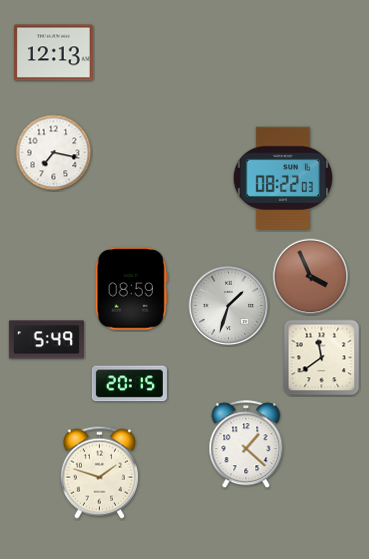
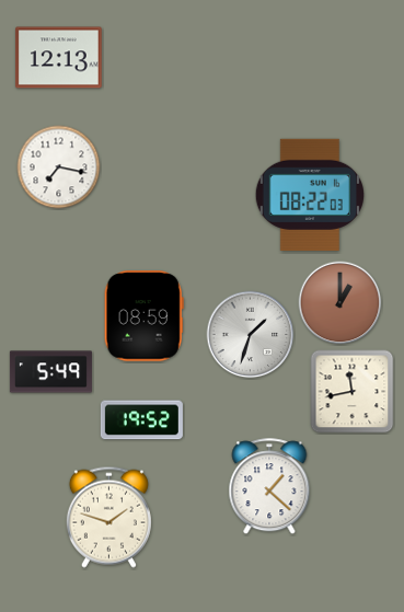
clock at (311, 277): 3:56 -> 1:00
clock at (322, 358): 11:39 -> 11:43
clock at (129, 384): 20:15 -> 19:52
